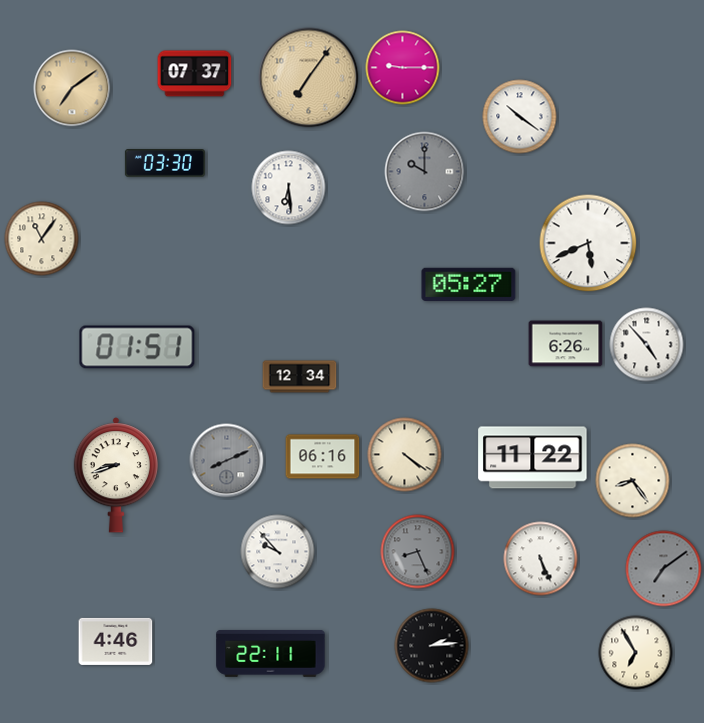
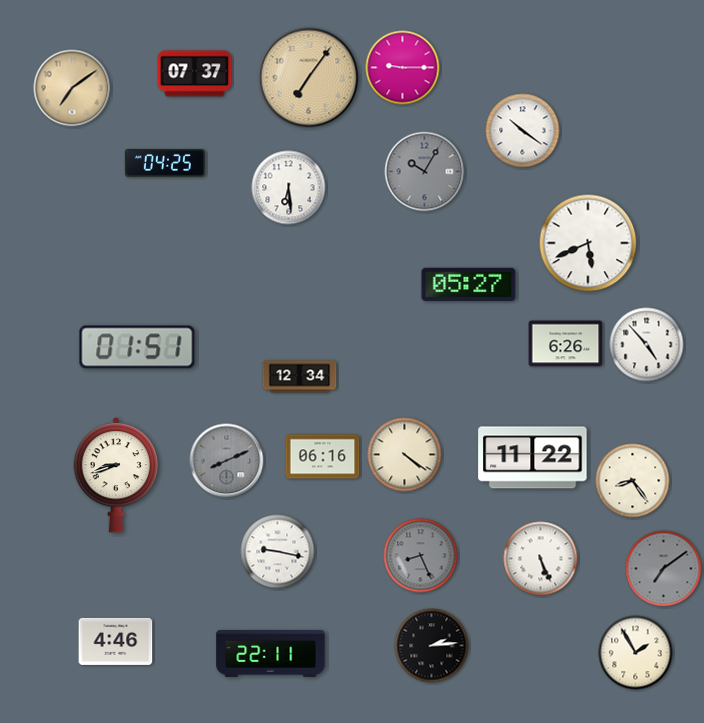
clock at (520, 117) position: (520, 117) -> (523, 131)
clock at (165, 163): 03:30 -> 04:25
clock at (425, 172): 10:00 -> 10:05
clock at (42, 239): 11:06 -> none
clock at (278, 552): 9:53 -> 9:17
clock at (418, 552) position: (418, 552) -> (421, 556)
clock at (636, 653): 6:55 -> 1:55
